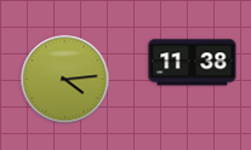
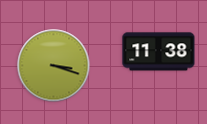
clock at (65, 80): 4:14 -> 3:18
